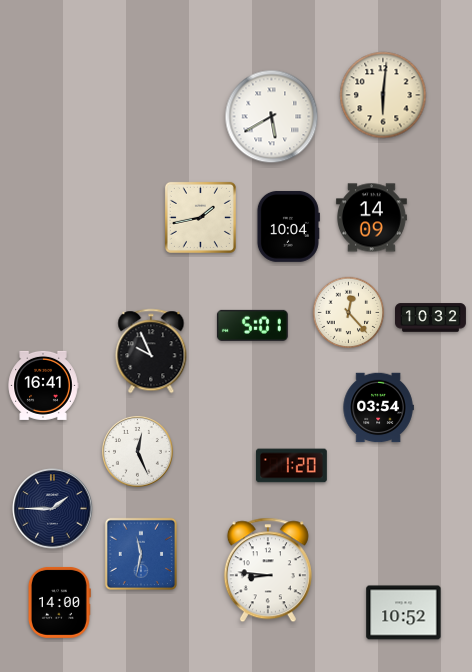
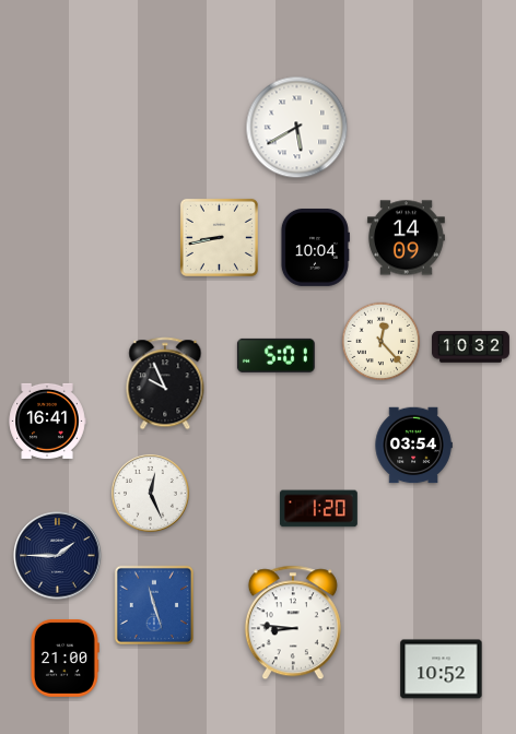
clock at (383, 95): 6:01 -> none
clock at (200, 217): 1:43 -> 8:43
clock at (140, 553): 11:32 -> 11:27
clock at (59, 602): 14:00 -> 21:00
